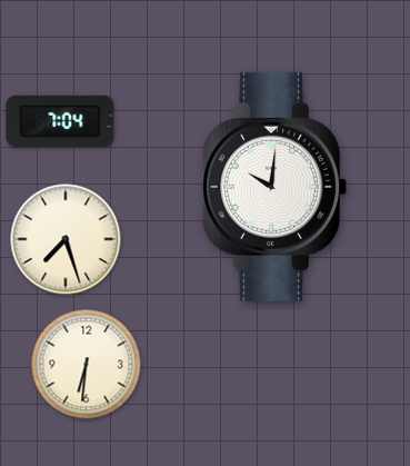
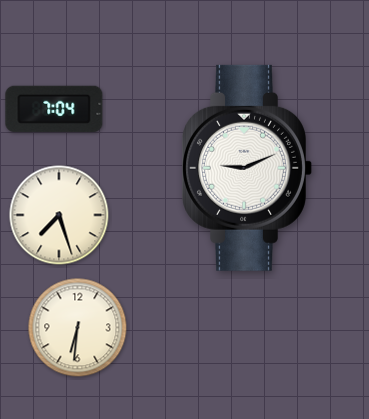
clock at (274, 187): 10:01 -> 9:11
